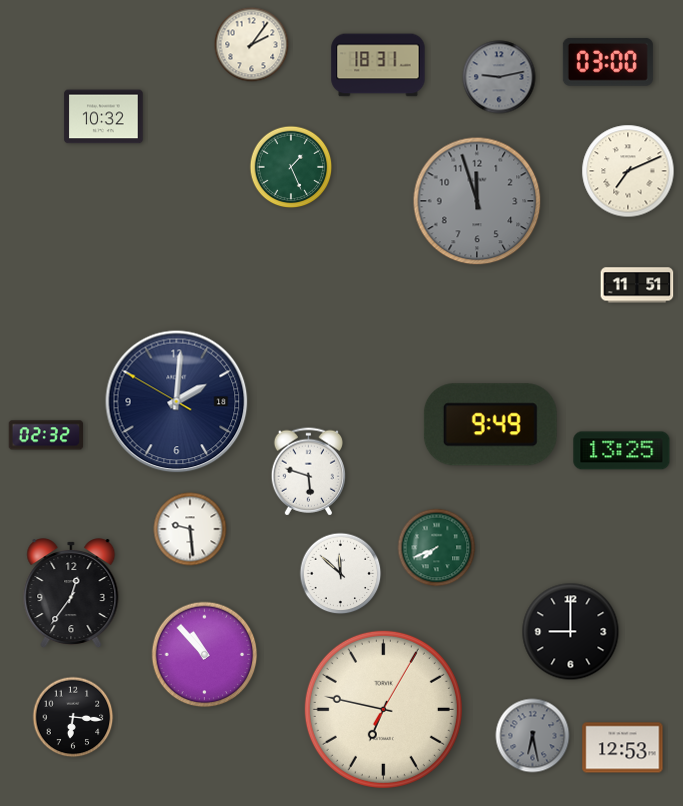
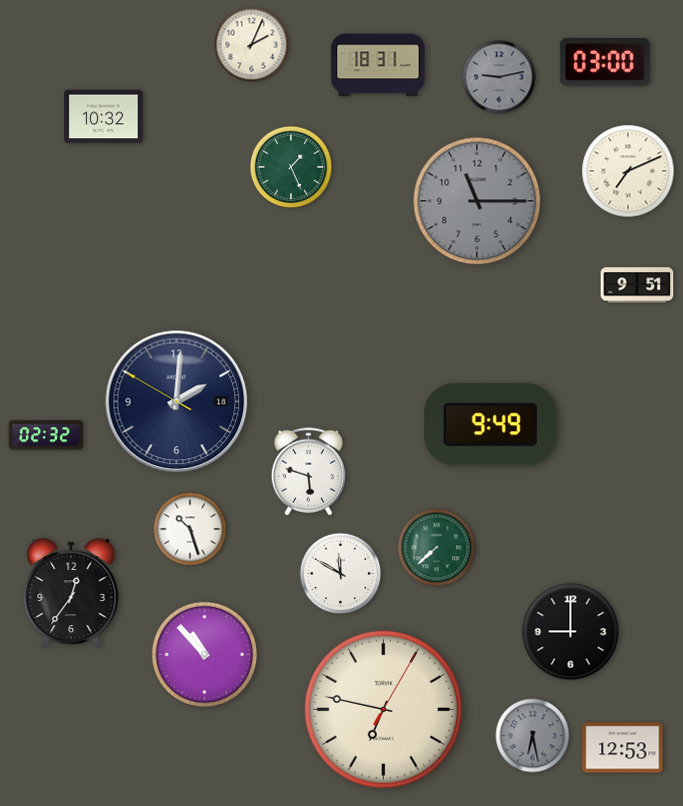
clock at (252, 45): 2:06 -> 2:04
clock at (608, 62) position: (608, 62) -> (605, 62)
clock at (477, 201): 11:57 -> 11:15
clock at (637, 285): 11:51 -> 9:51
clock at (622, 451): 13:25 -> none
clock at (190, 529): 9:29 -> 10:27
clock at (437, 548): 7:41 -> 7:38
clock at (341, 574): 11:52 -> 11:50
clock at (73, 717): 6:16 -> none
